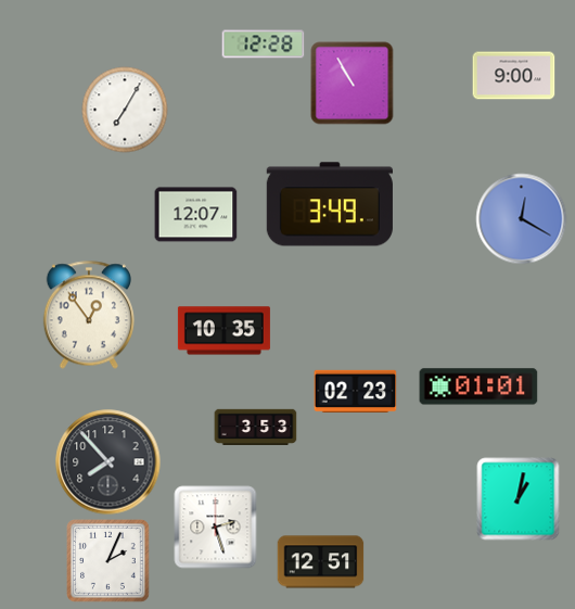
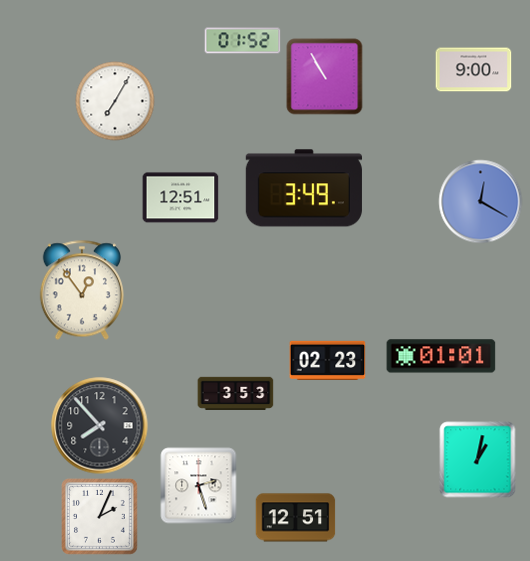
clock at (264, 45): 12:28 -> 01:52
clock at (196, 215): 12:07 -> 12:51
clock at (223, 331): 10:35 -> none
